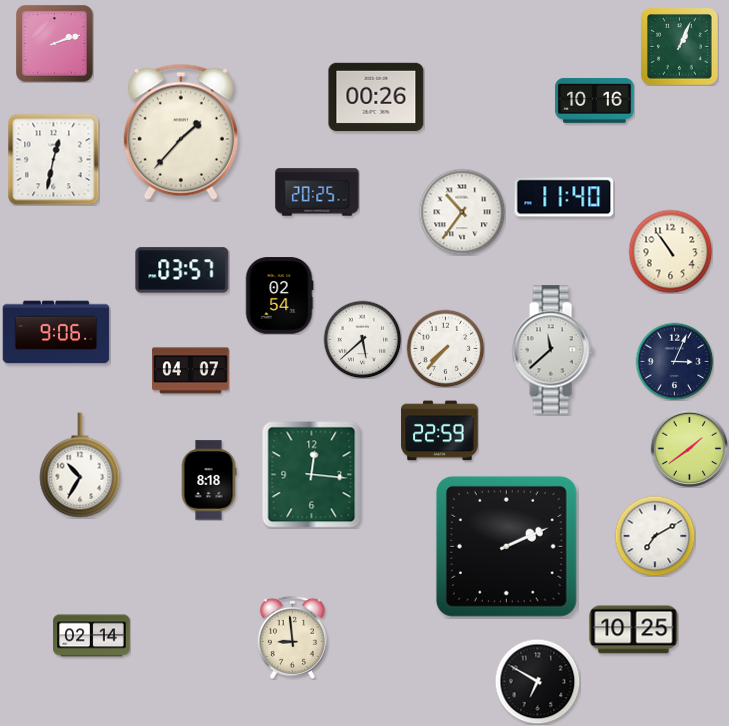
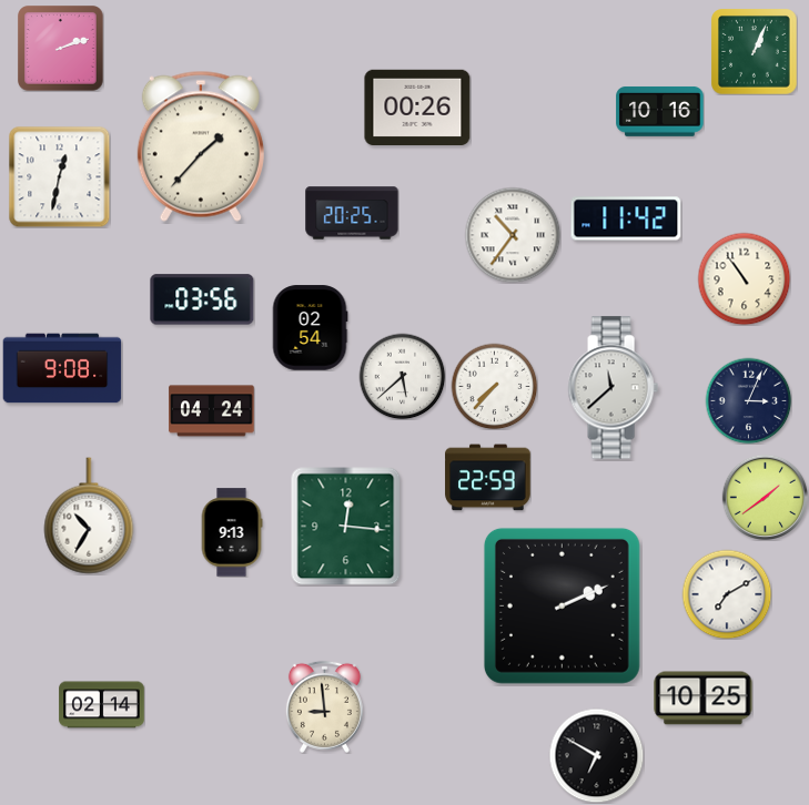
clock at (564, 197): 11:40 -> 11:42
clock at (182, 270): 03:57 -> 03:56
clock at (56, 332): 9:06 -> 9:08
clock at (191, 371): 04:07 -> 04:24
clock at (209, 480): 8:18 -> 9:13
